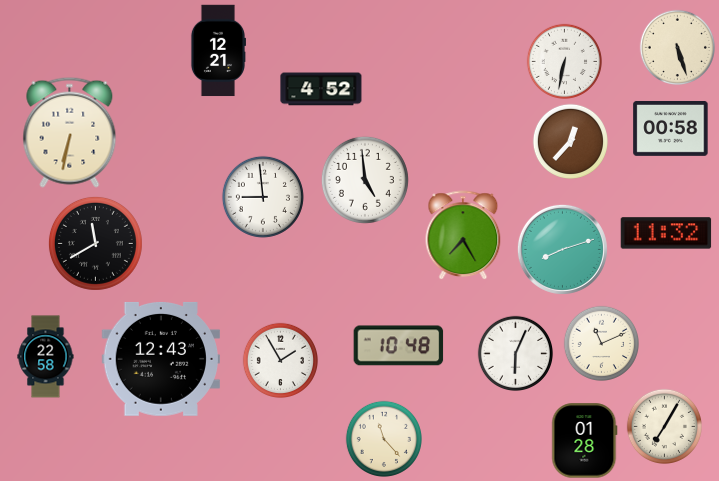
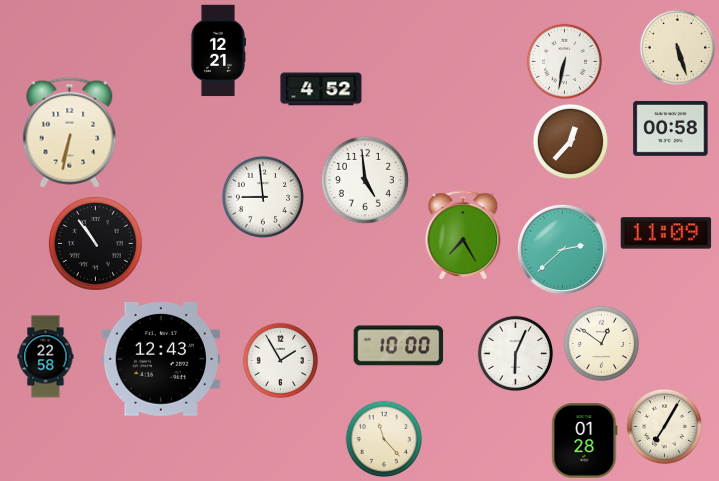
clock at (666, 233): 11:32 -> 11:09
clock at (95, 243): 11:40 -> 10:54
clock at (562, 249): 8:12 -> 2:38
clock at (601, 343): 11:11 -> 12:51
clock at (399, 346): 10:48 -> 10:00
